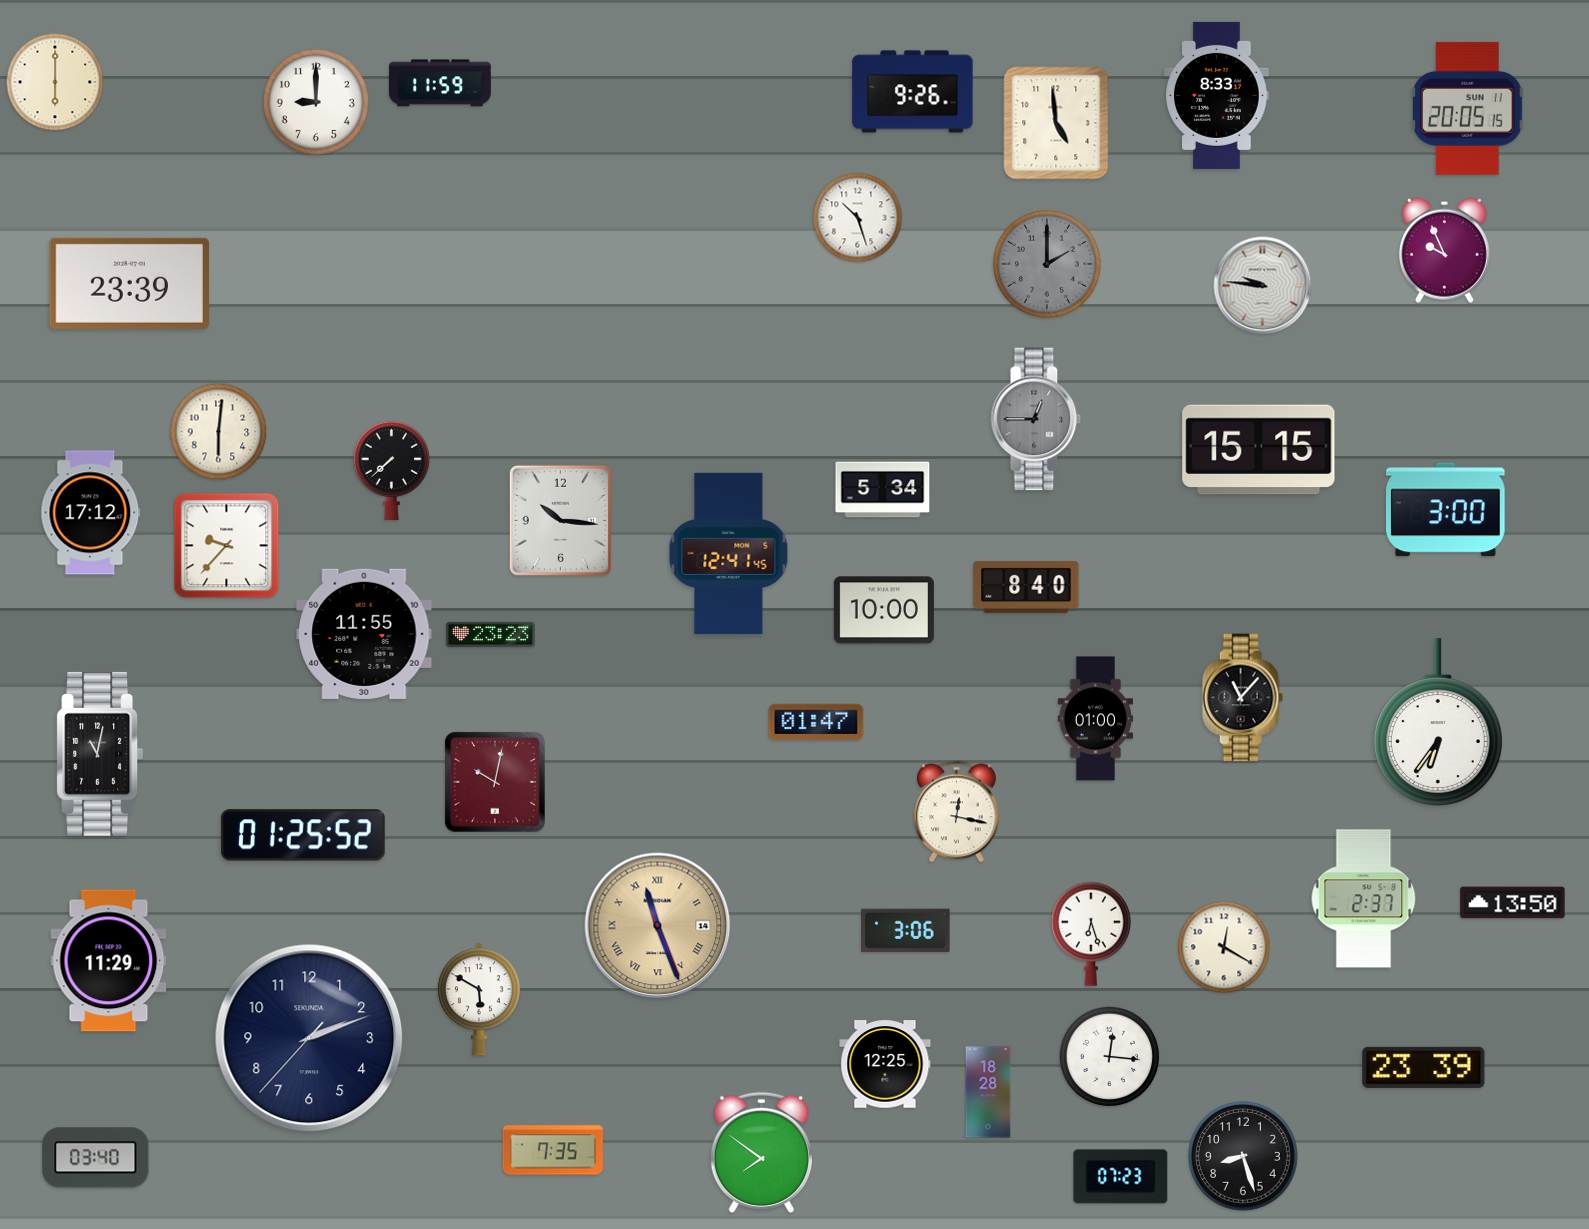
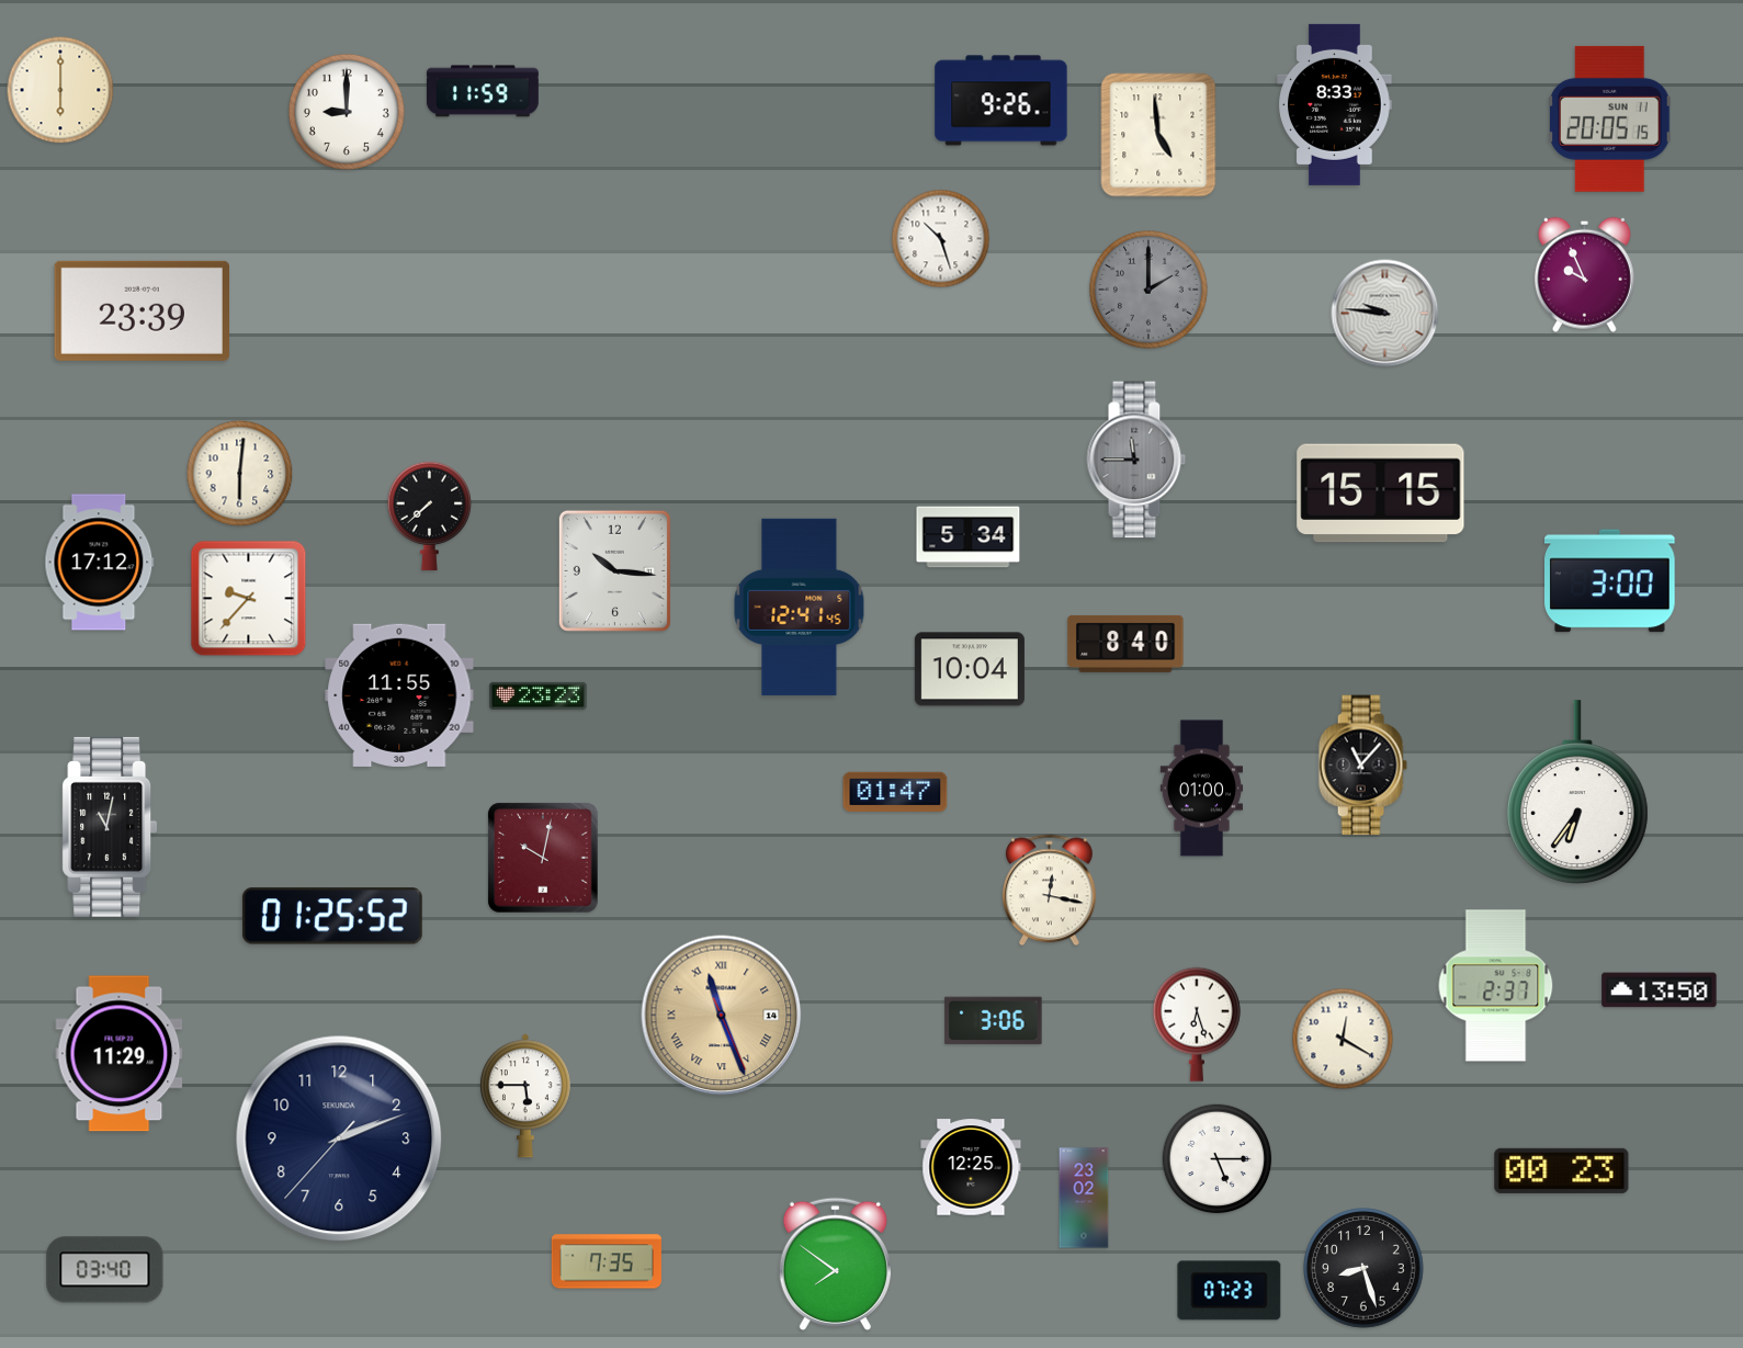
clock at (1036, 419): 12:45 -> 11:45
clock at (1446, 510) position: (1446, 510) -> (1610, 581)
clock at (884, 610): 10:00 -> 10:04
clock at (479, 999): 5:50 -> 5:45
clock at (1110, 1057): 12:16 -> 5:15
clock at (1424, 1067): 23:39 -> 00:23
clock at (988, 1092): 18:28 -> 23:02
